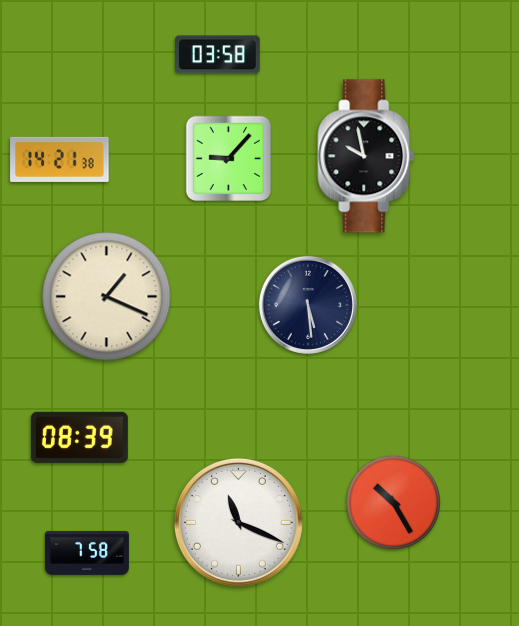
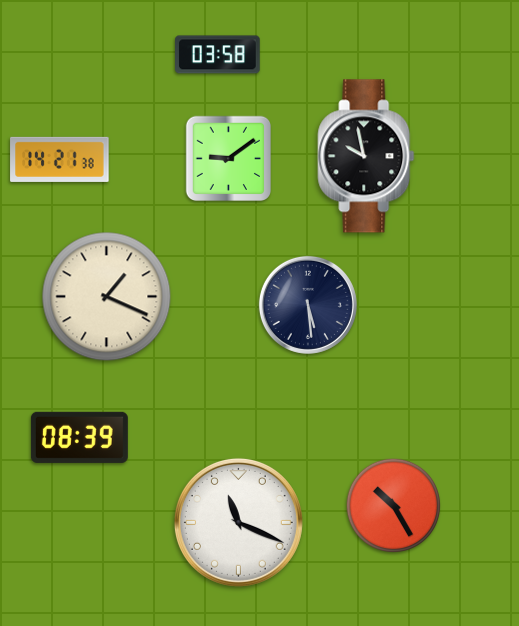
clock at (228, 158): 9:07 -> 9:09
clock at (393, 502) position: (393, 502) -> (393, 505)
clock at (87, 553): 7:58 -> none
